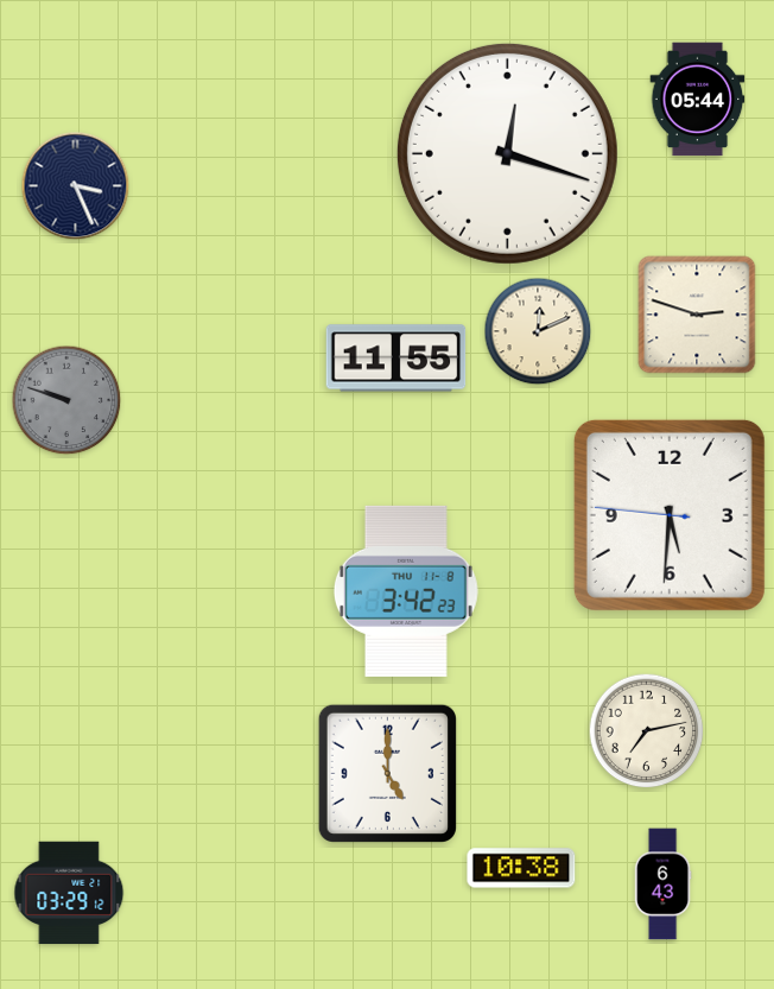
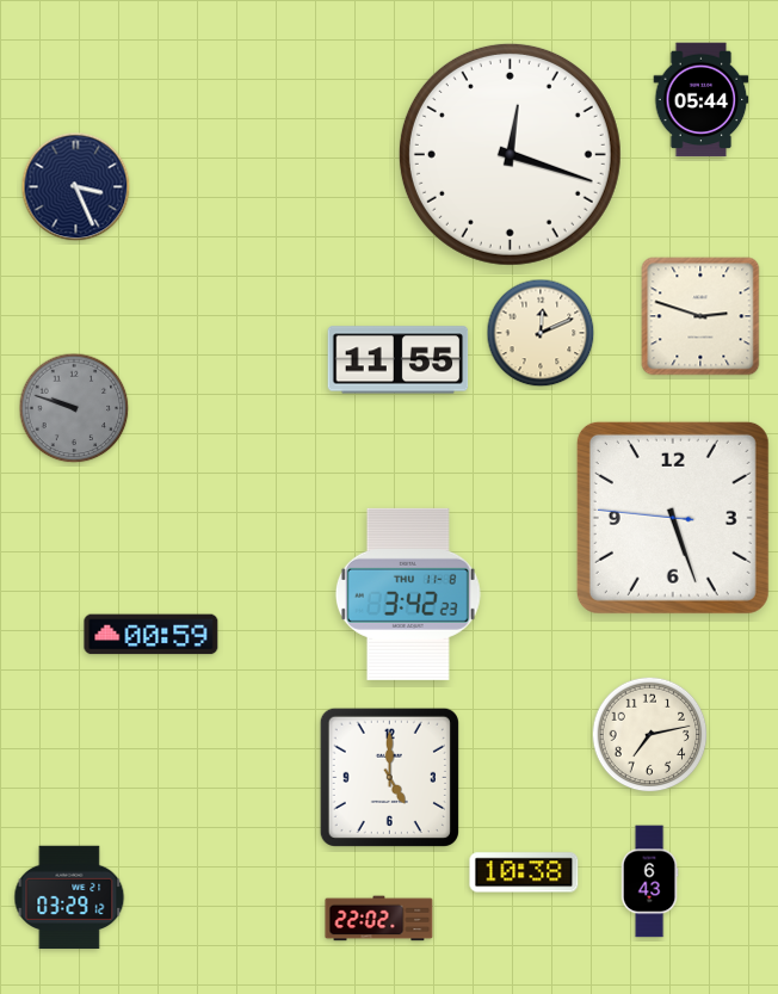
clock at (66, 400) position: (66, 400) -> (74, 408)
clock at (670, 515): 5:30 -> 5:26
clock at (152, 635): none -> 00:59
clock at (662, 885) position: (662, 885) -> (649, 882)
clock at (379, 919): none -> 22:02
